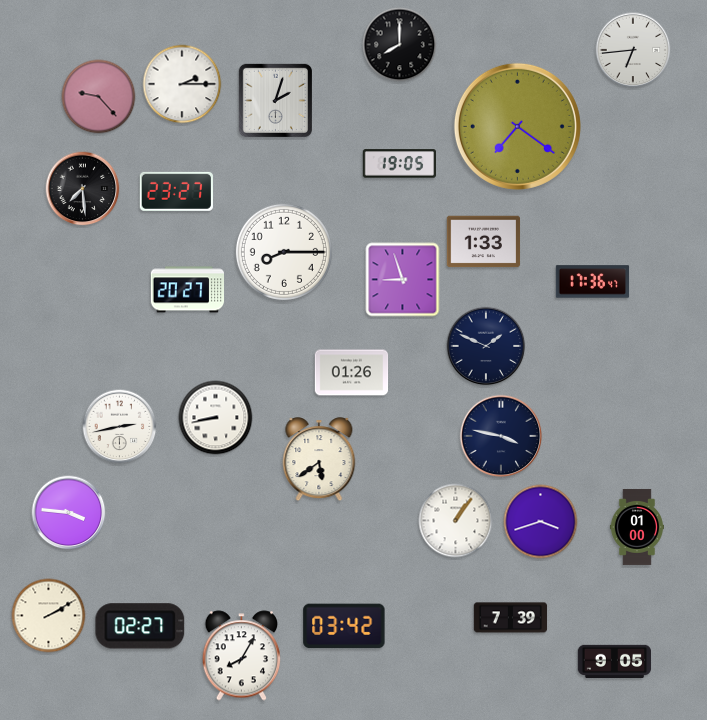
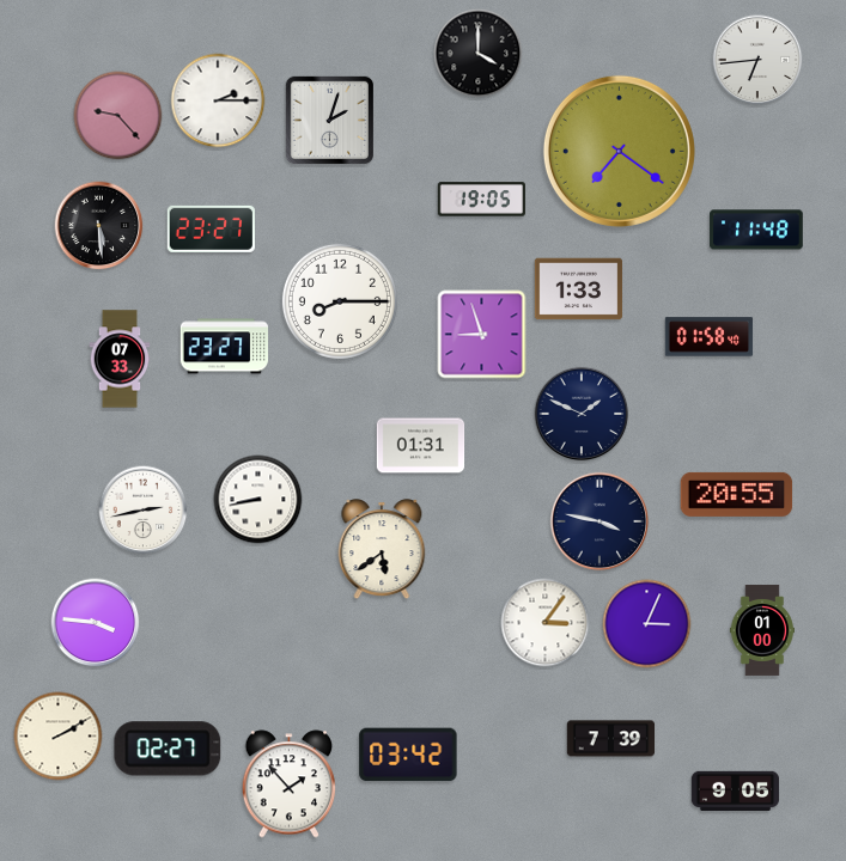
clock at (400, 45): 8:00 -> 4:00
clock at (399, 164) position: (399, 164) -> (481, 200)
clock at (83, 189): 7:29 -> 5:29
clock at (756, 230): none -> 11:48
clock at (593, 282): 17:36 -> 01:58
clock at (188, 290): 20:27 -> 23:27
clock at (120, 359): none -> 07:33
clock at (352, 373): 01:26 -> 01:31
clock at (737, 494): none -> 20:55
clock at (69, 513) position: (69, 513) -> (96, 623)
clock at (456, 521): 1:06 -> 3:06
clock at (541, 522): 3:42 -> 3:04
clock at (344, 626) position: (344, 626) -> (408, 755)
clock at (242, 656): 8:05 -> 1:53
